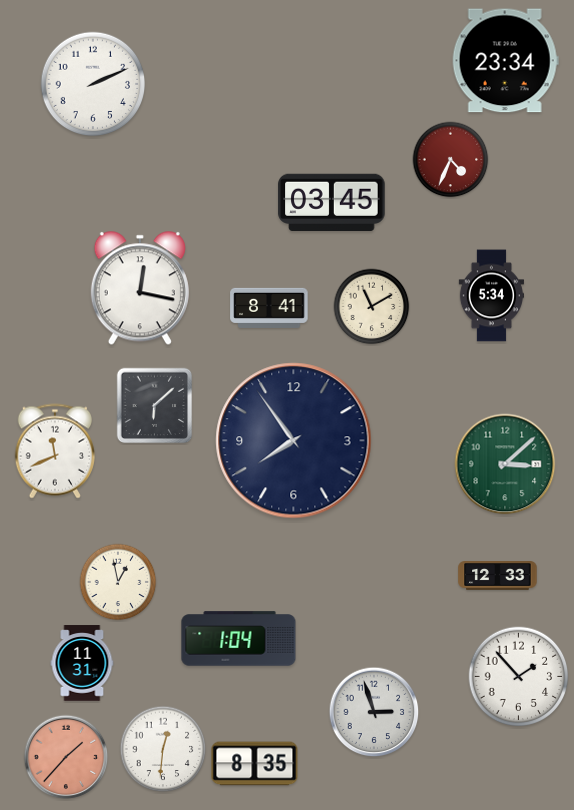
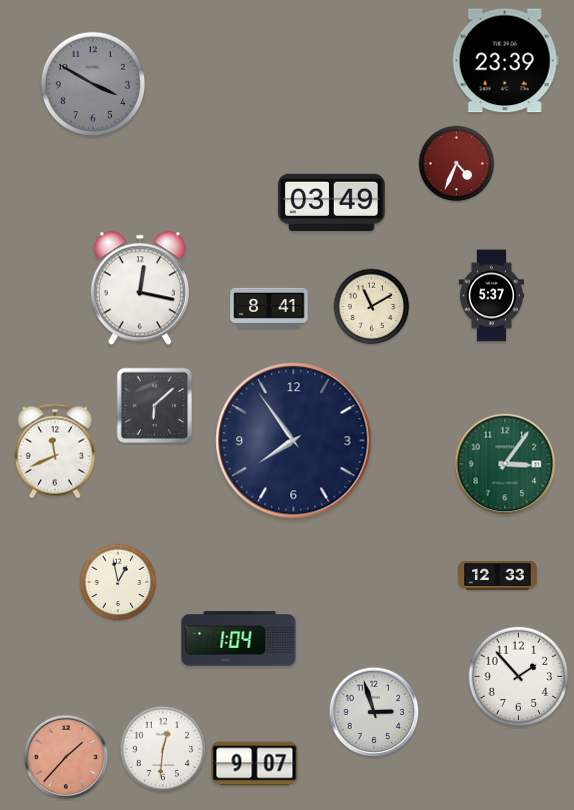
clock at (505, 61): 23:34 -> 23:39
clock at (93, 84): 2:11 -> 3:50
clock at (93, 84) dial: white -> grey
clock at (451, 160) position: (451, 160) -> (457, 164)
clock at (332, 202): 03:45 -> 03:49
clock at (492, 296): 5:34 -> 5:37
clock at (505, 464): 3:08 -> 3:06
clock at (82, 663): 11:31 -> none
clock at (255, 764): 8:35 -> 9:07
